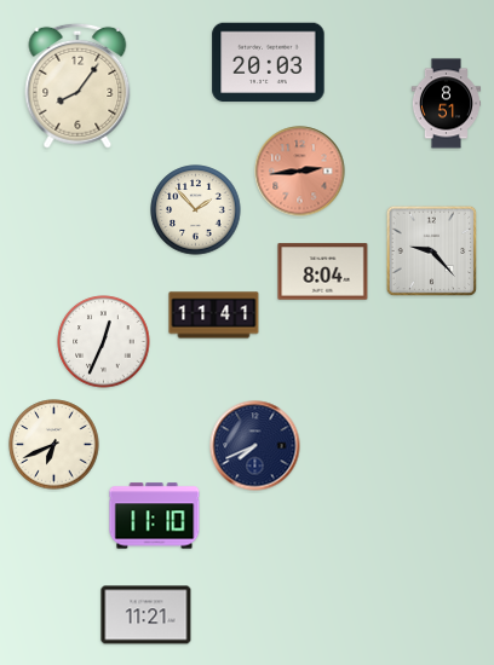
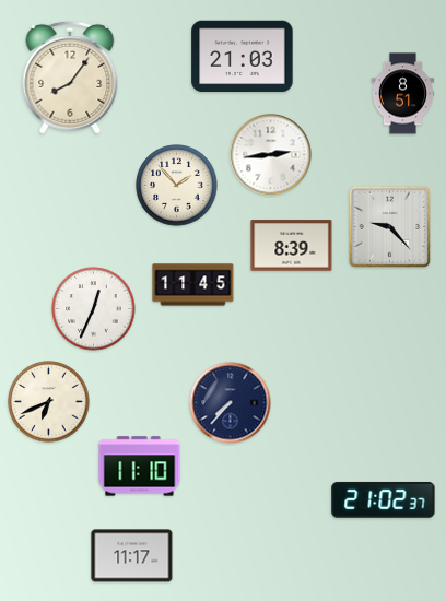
clock at (269, 63): 20:03 -> 21:03
clock at (300, 172) dial: salmon -> white
clock at (196, 210) position: (196, 210) -> (177, 186)
clock at (323, 272): 8:04 -> 8:39
clock at (214, 316): 11:41 -> 11:45
clock at (255, 446): 7:41 -> 7:37
clock at (384, 500): none -> 21:02
clock at (147, 615): 11:21 -> 11:17
